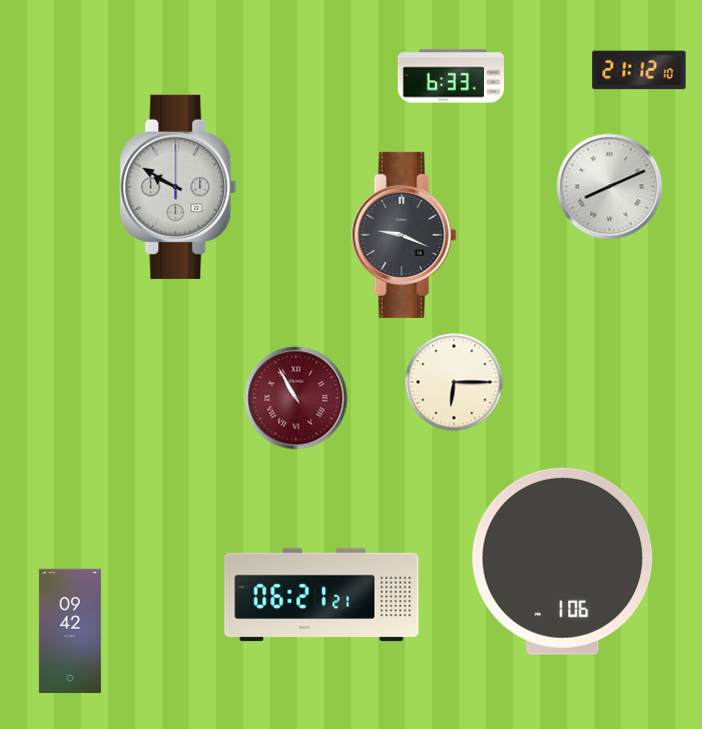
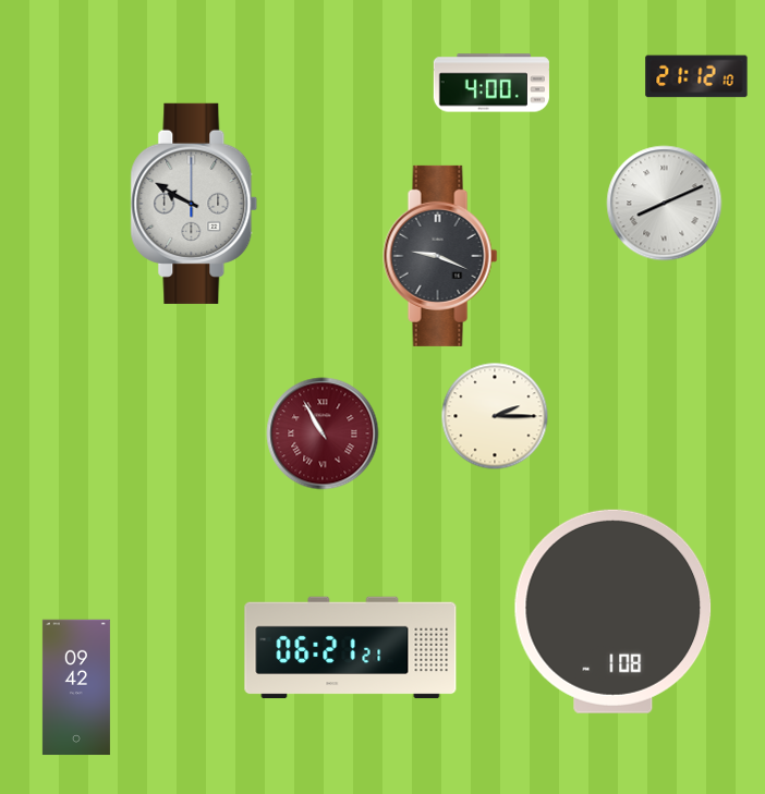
clock at (451, 76): 6:33 -> 4:00
clock at (454, 382): 6:15 -> 2:15
clock at (563, 561): 1:06 -> 1:08
